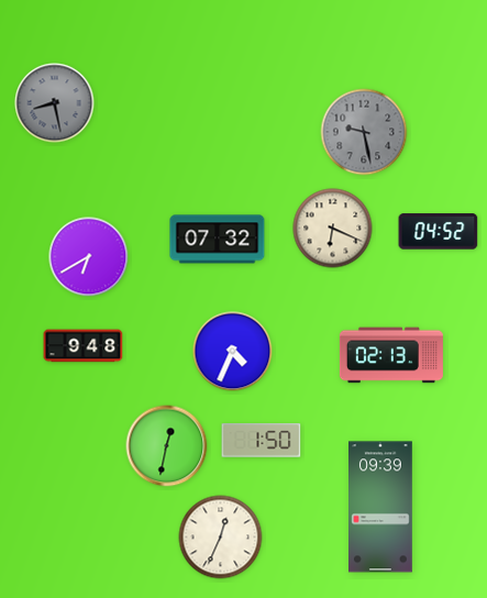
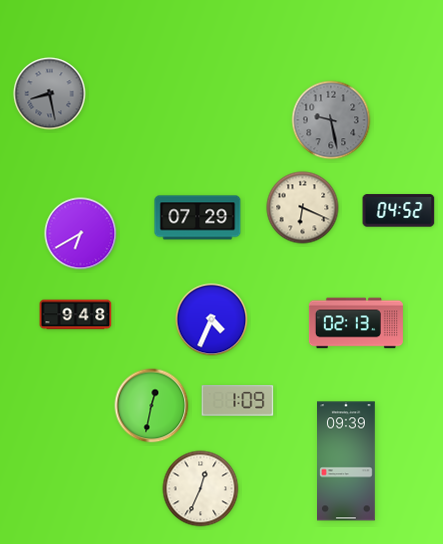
clock at (218, 240): 07:32 -> 07:29
clock at (262, 441): 1:50 -> 1:09
